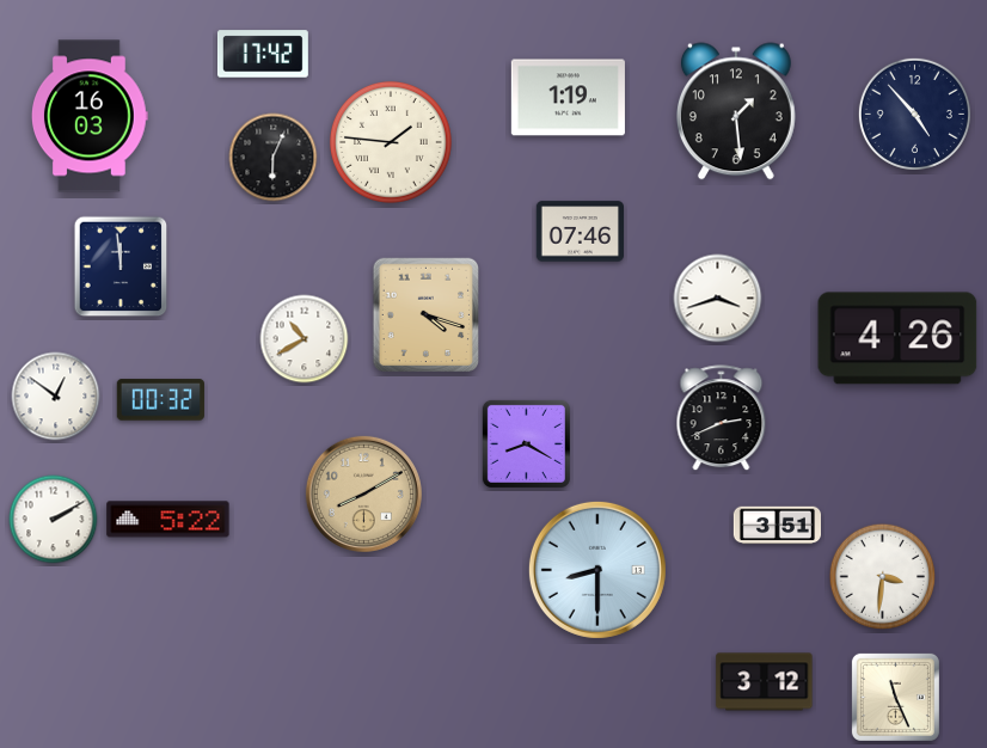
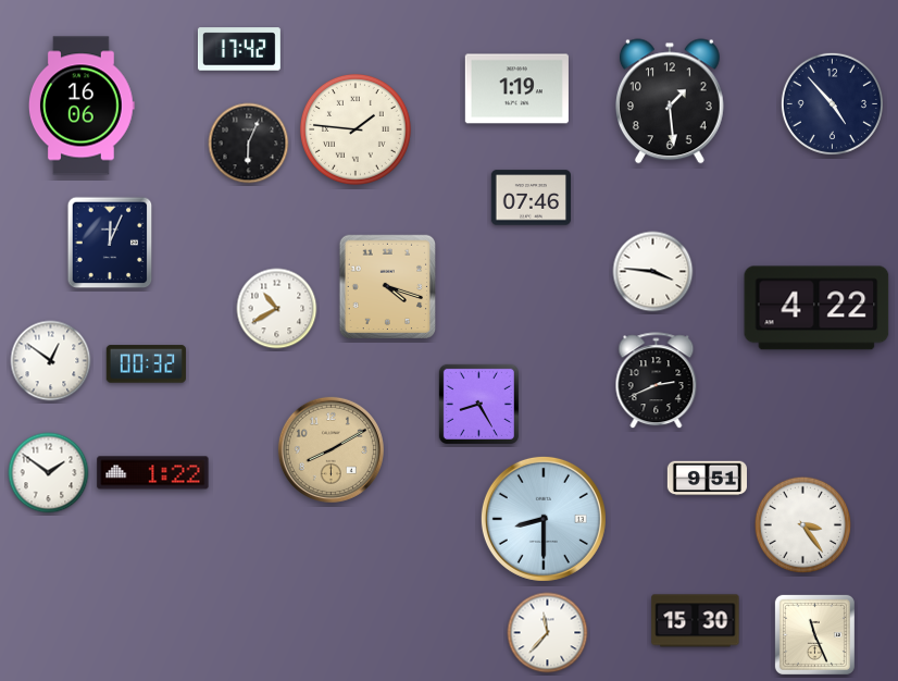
clock at (90, 116): 16:03 -> 16:06
clock at (580, 232) position: (580, 232) -> (531, 198)
clock at (121, 266): 11:59 -> 12:04
clock at (718, 299): 3:42 -> 3:46
clock at (897, 338): 4:26 -> 4:22
clock at (526, 443): 8:20 -> 8:25
clock at (54, 520): 2:10 -> 1:51
clock at (168, 520): 5:22 -> 1:22
clock at (777, 526): 3:51 -> 9:51
clock at (883, 577): 3:31 -> 3:24
clock at (765, 682): 3:12 -> 15:30
clock at (548, 633): none -> 11:37
